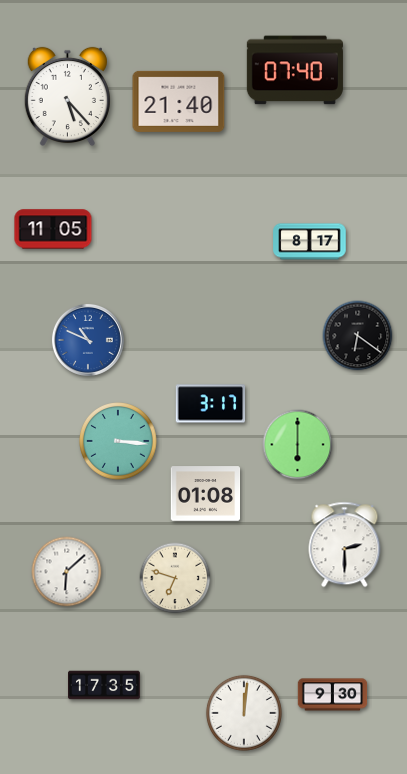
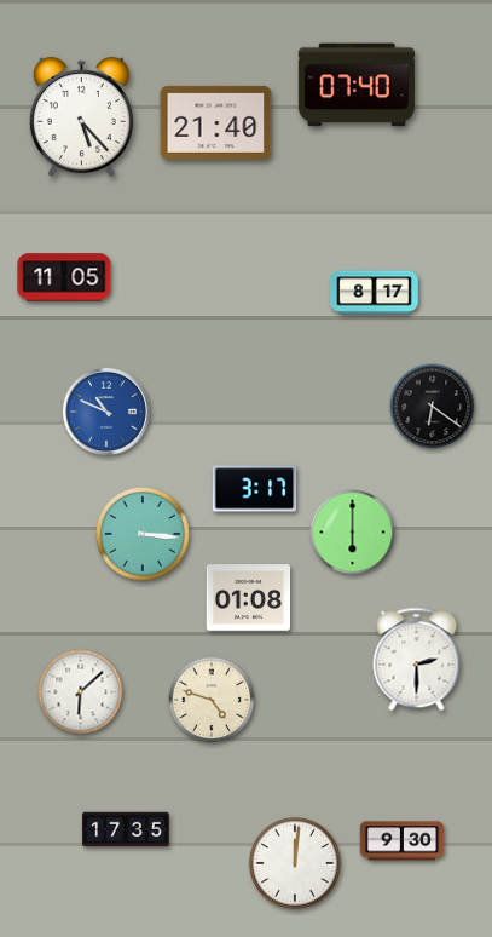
clock at (298, 445) position: (298, 445) -> (353, 533)
clock at (175, 578): 6:48 -> 4:48
